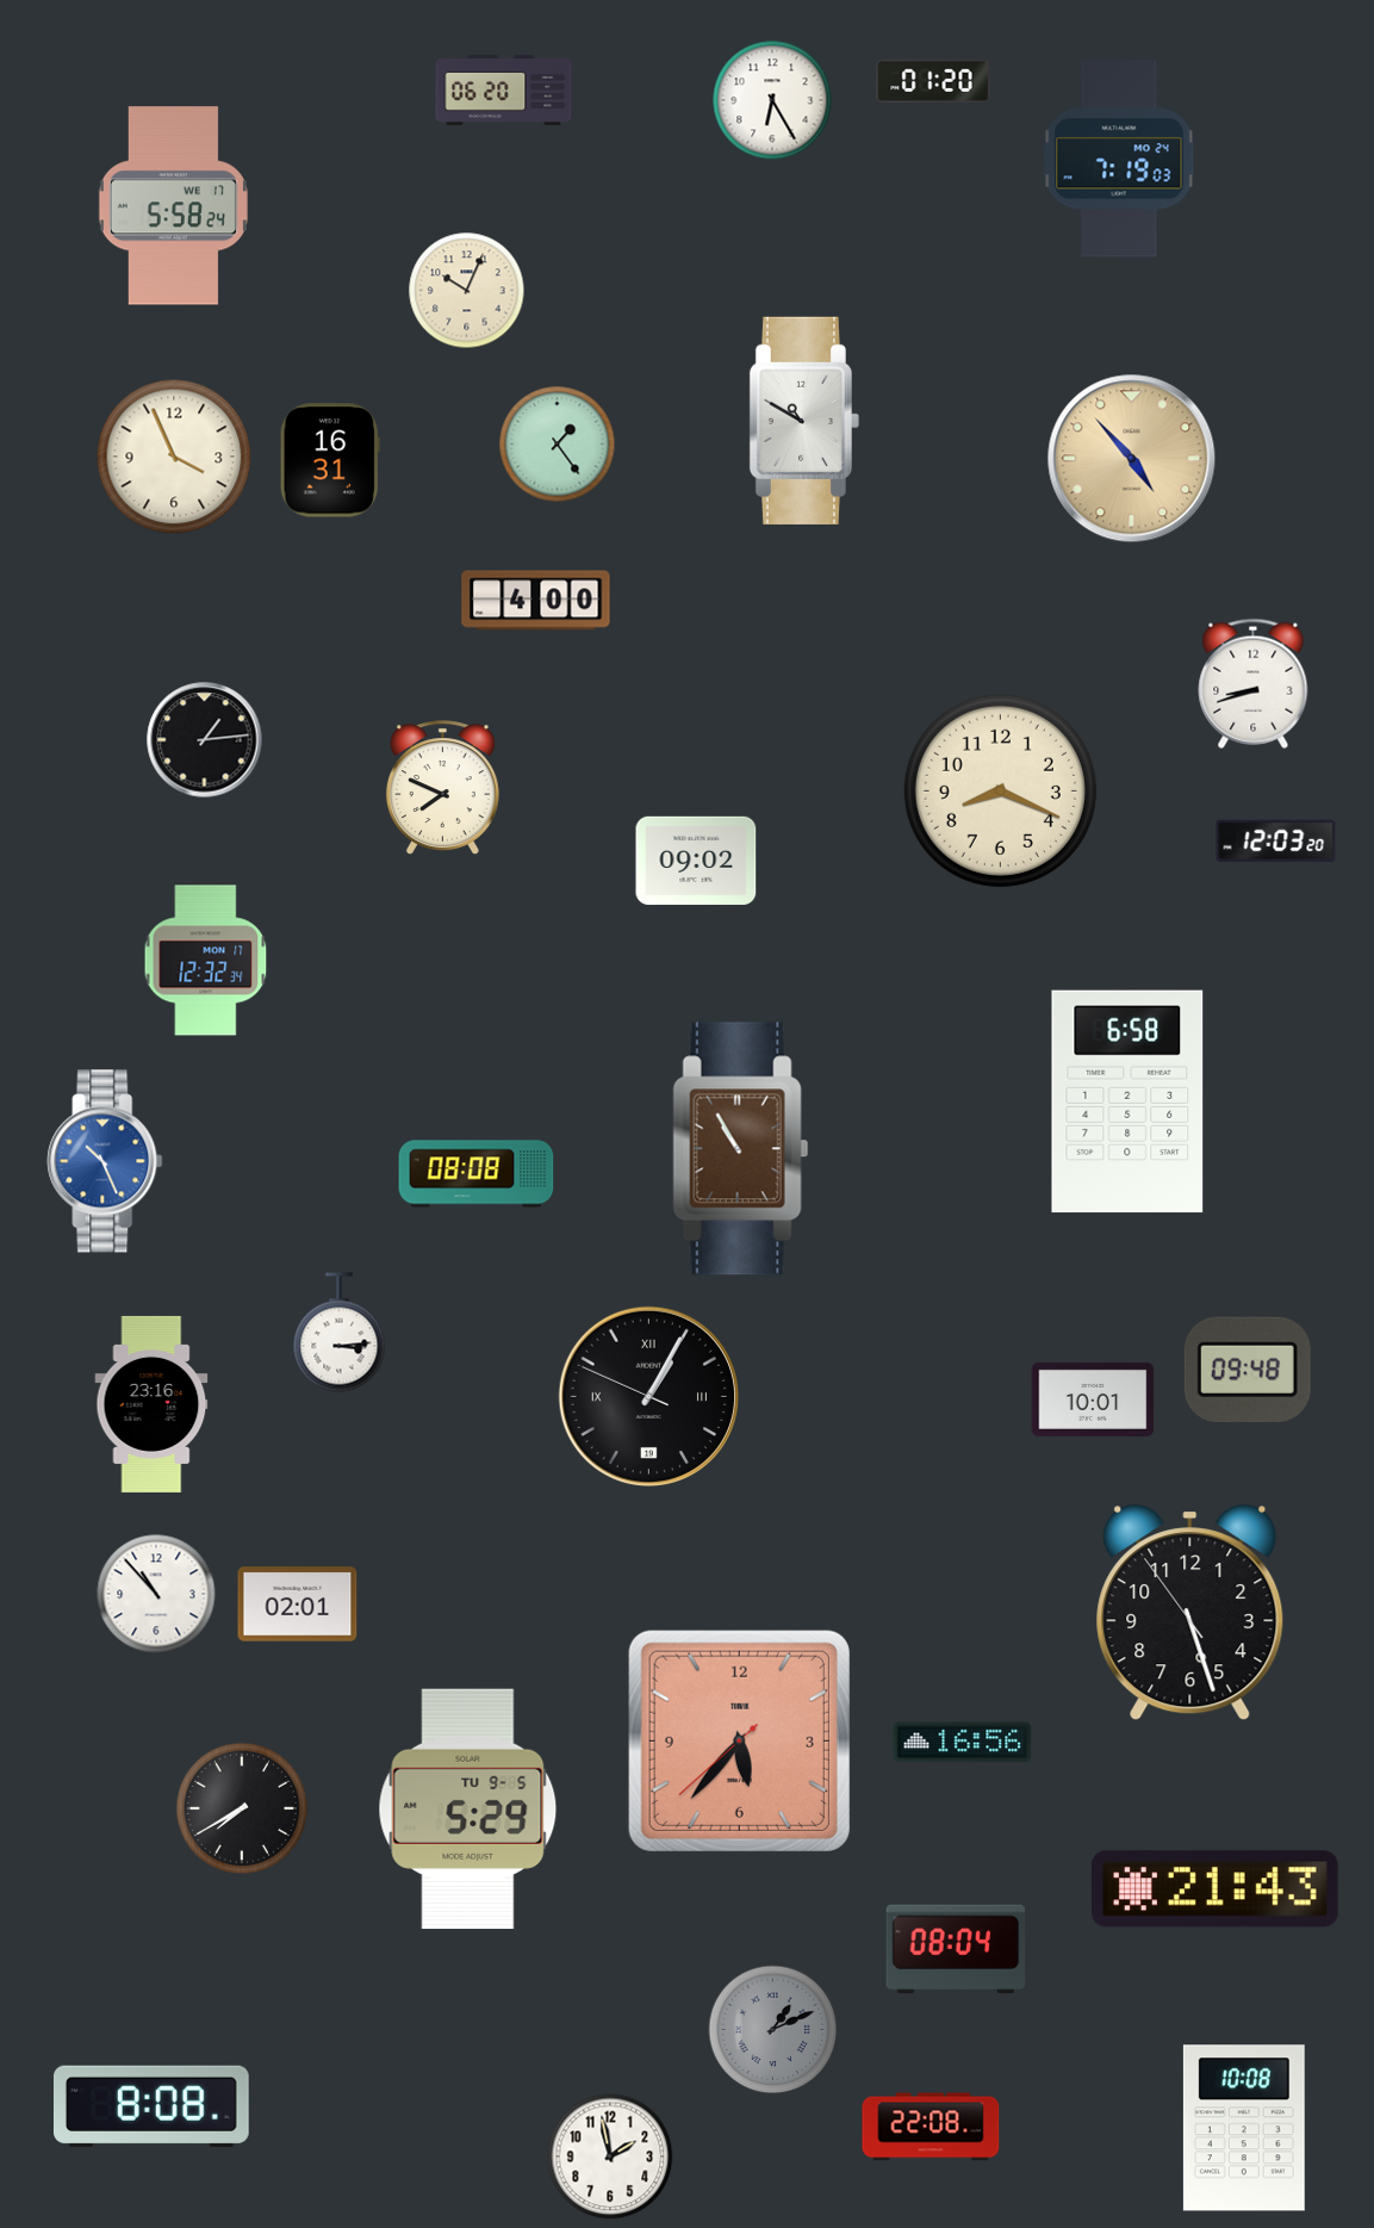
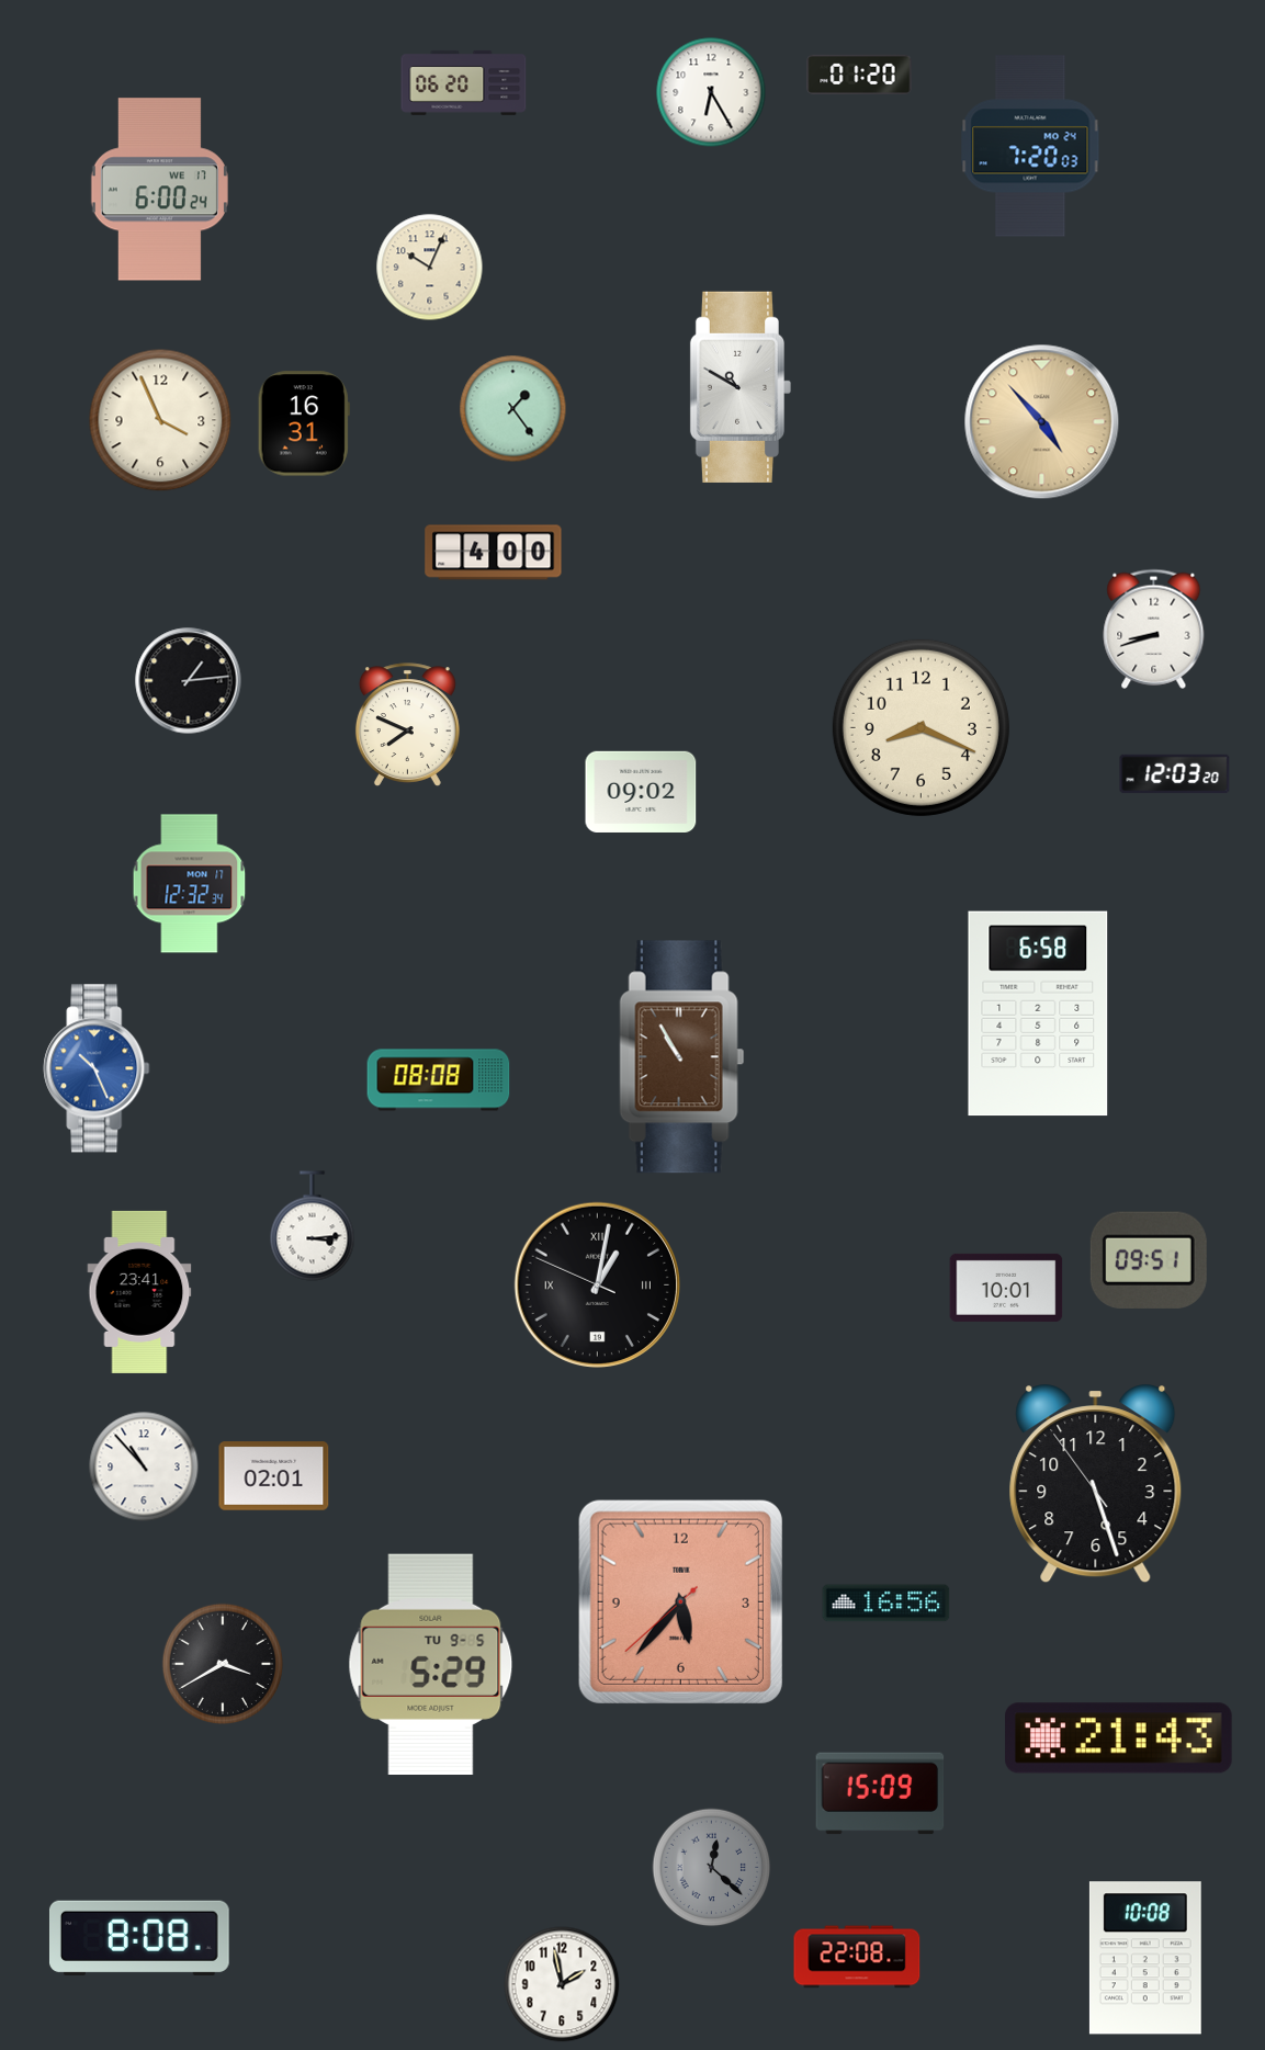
clock at (1119, 159): 7:19 -> 7:20
clock at (173, 206): 5:58 -> 6:00
clock at (1248, 1370): 09:48 -> 09:51
clock at (648, 1396): 1:04 -> 1:01
clock at (151, 1404): 23:16 -> 23:41
clock at (241, 1807): 7:40 -> 3:40
clock at (956, 1949): 08:04 -> 15:09
clock at (773, 2030): 1:11 -> 12:22
